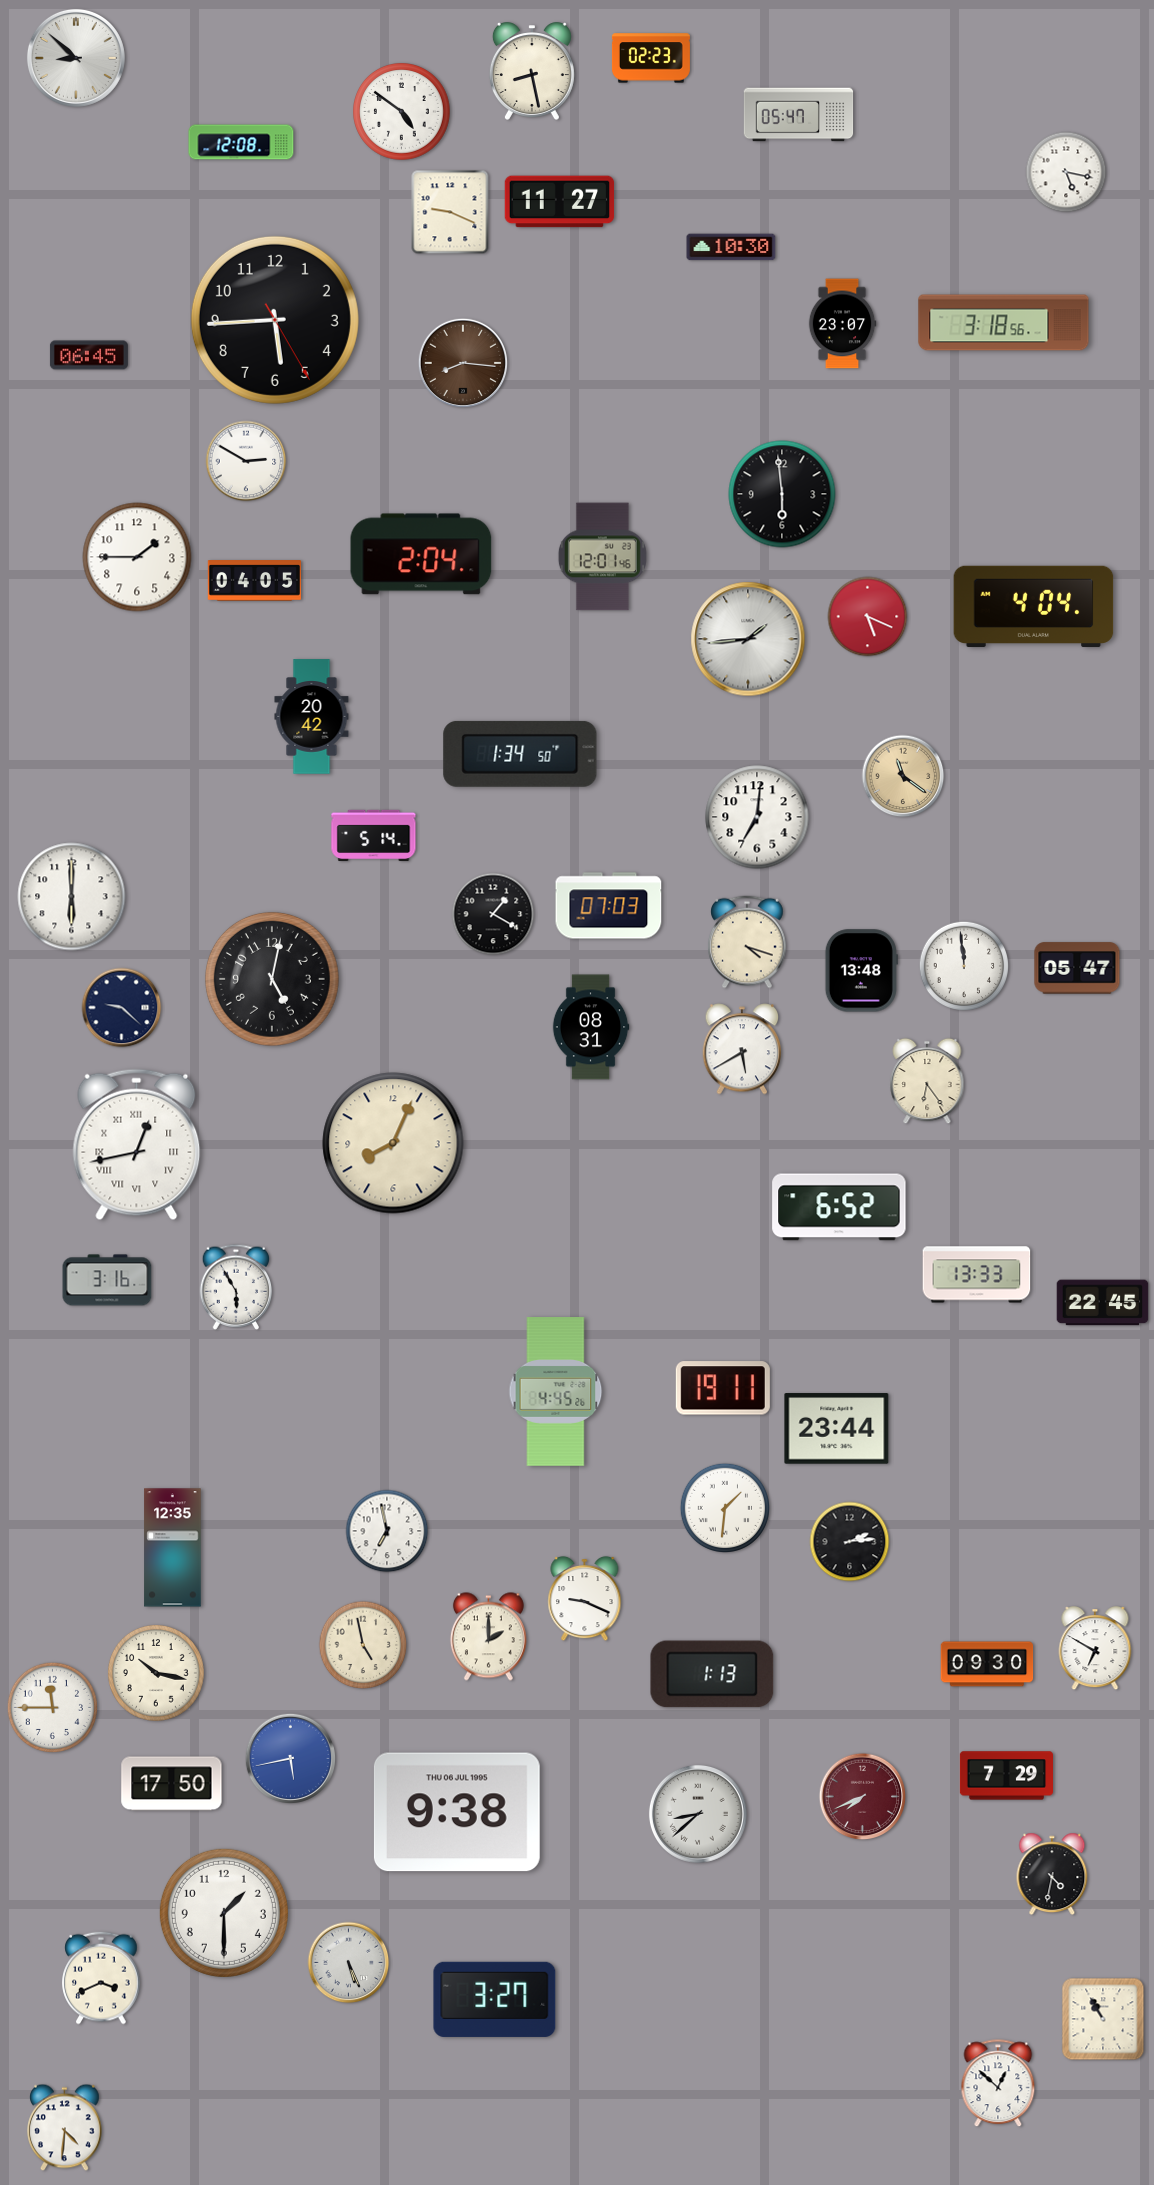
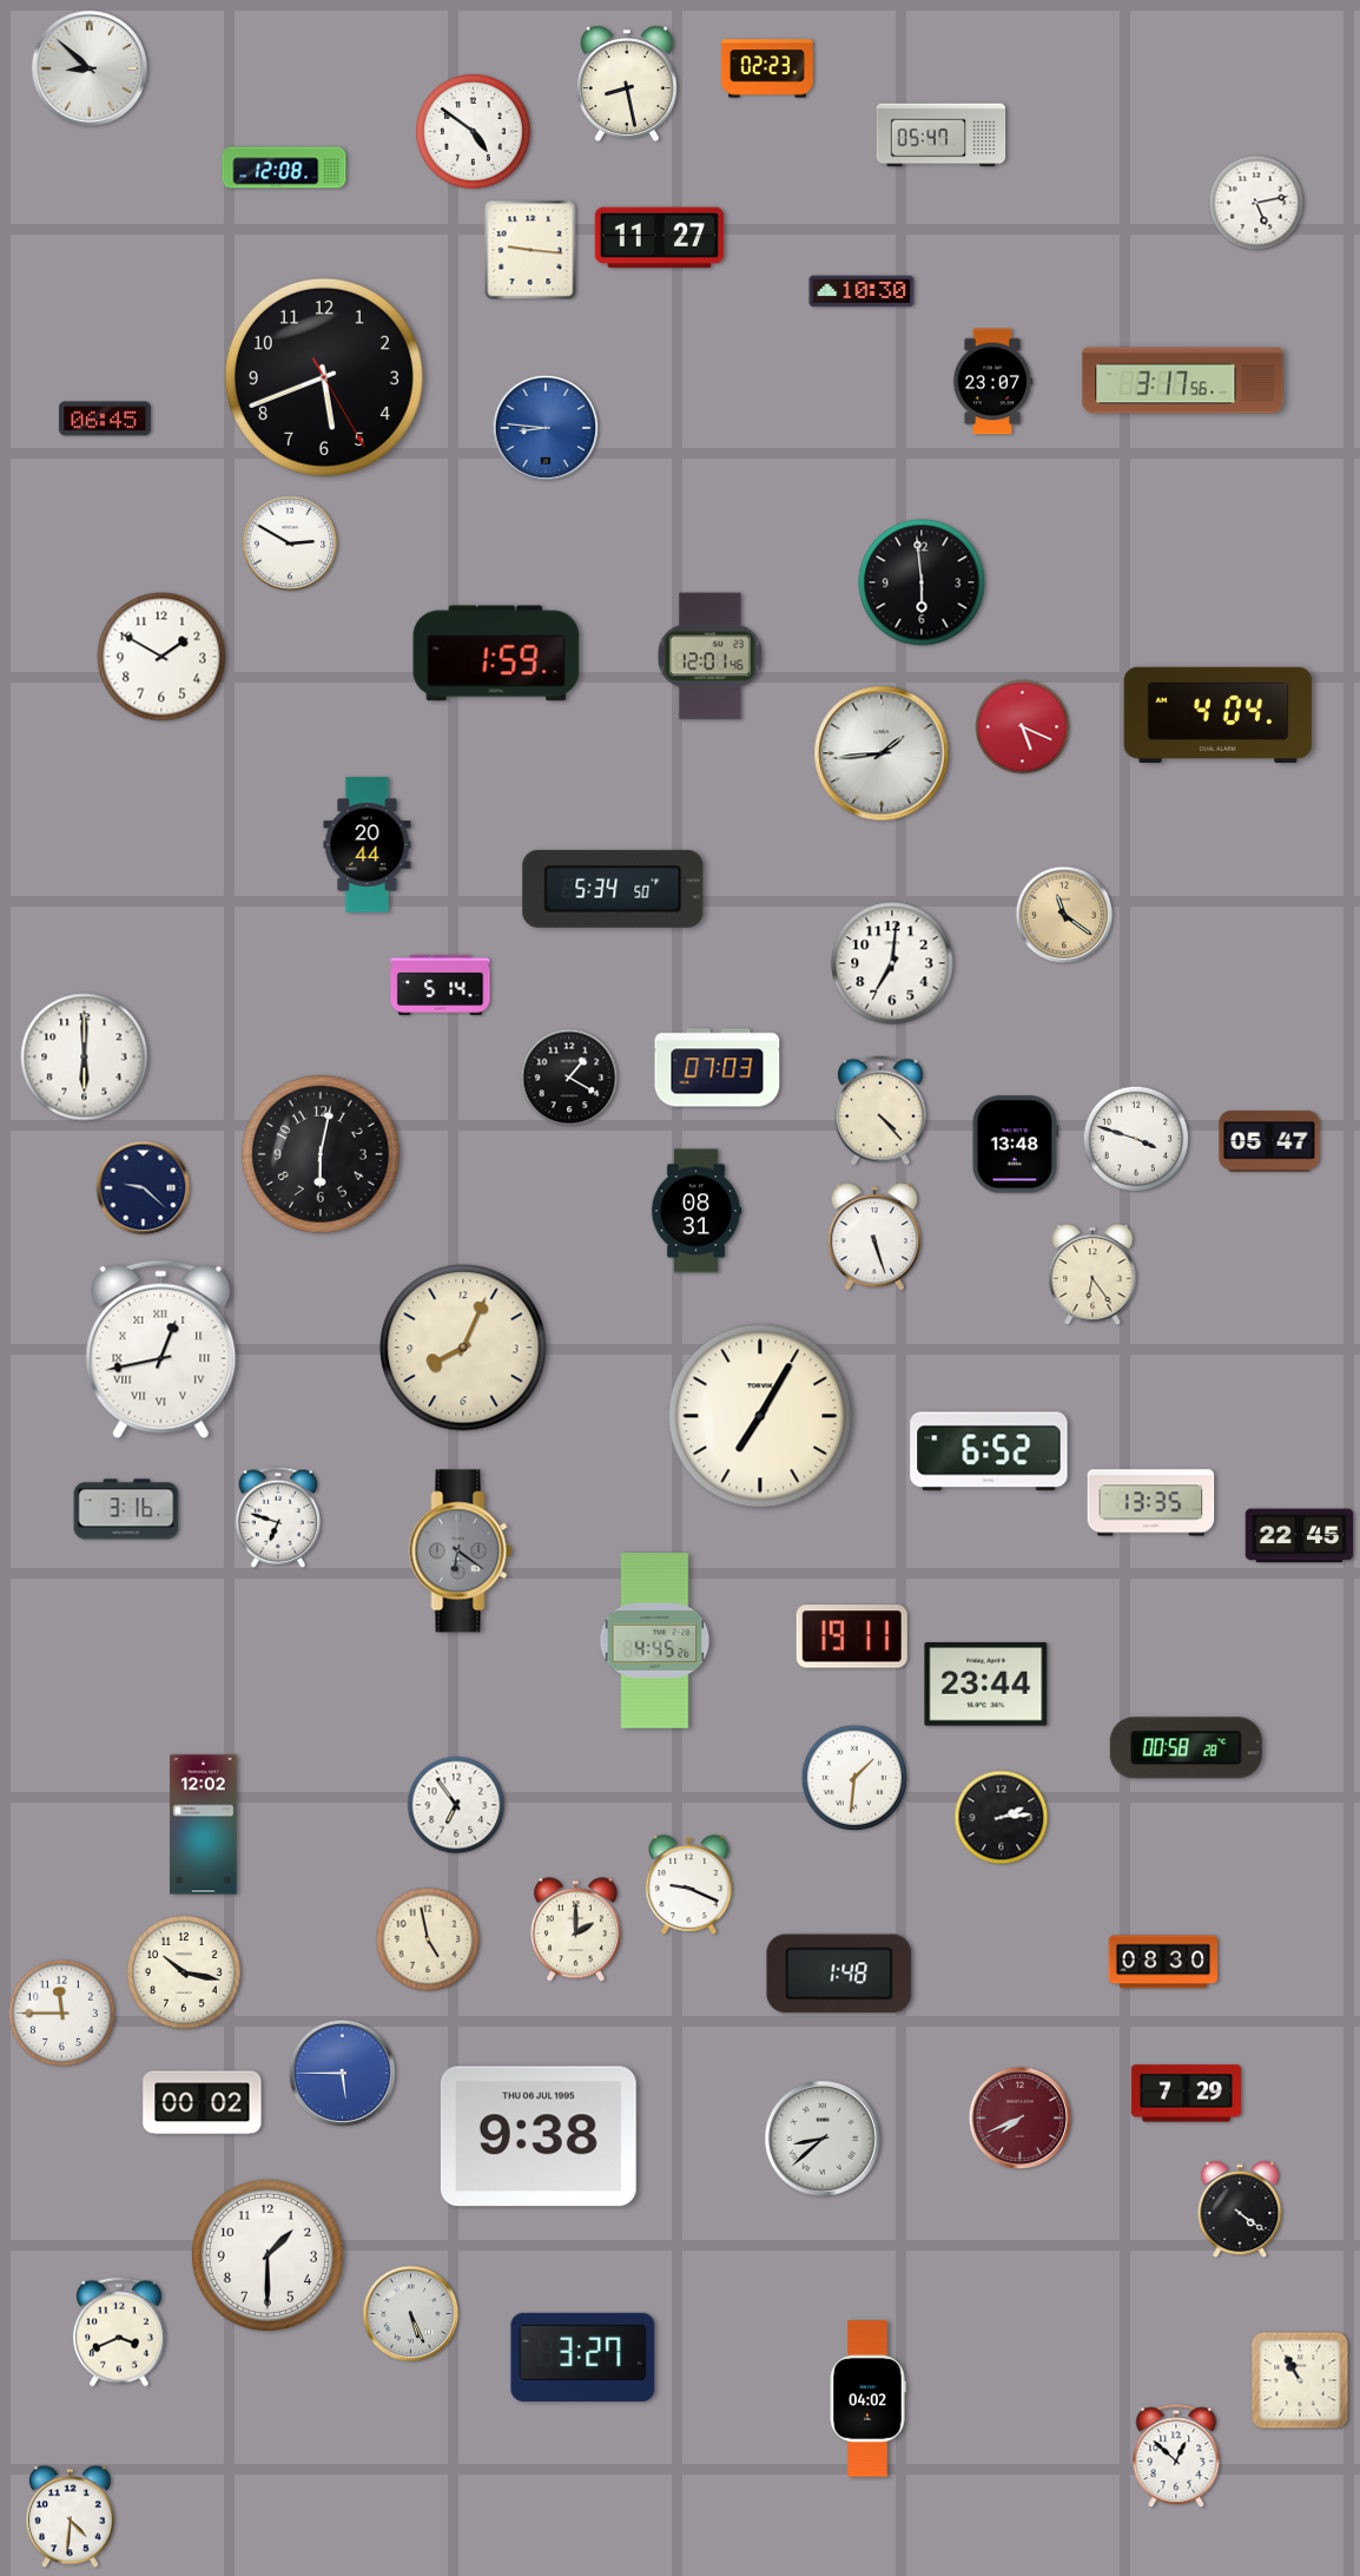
clock at (1066, 172): 5:17 -> 5:13
clock at (450, 212): 9:19 -> 9:16
clock at (275, 320): 5:44 -> 5:41
clock at (1004, 323): 3:18 -> 3:17
clock at (462, 362): 8:16 -> 8:46
clock at (462, 362) dial: brown -> blue
clock at (421, 554): 2:04 -> 1:59
clock at (137, 557): 1:45 -> 1:50
clock at (254, 581): 04:05 -> none
clock at (312, 717): 20:42 -> 20:44
clock at (520, 754): 1:34 -> 5:34
clock at (493, 914) position: (493, 914) -> (569, 1078)
clock at (747, 942): 4:18 -> 4:23
clock at (963, 965): 11:59 -> 3:48
clock at (272, 979): 5:02 -> 6:02
clock at (742, 1049): 5:40 -> 5:27
clock at (760, 1416): none -> 7:05
clock at (839, 1207) position: (839, 1207) -> (989, 1451)
clock at (977, 1275): 13:33 -> 13:35
clock at (236, 1287): 5:55 -> 6:48
clock at (461, 1551): none -> 6:21
clock at (1186, 1748): none -> 00:58
clock at (387, 1531): 6:58 -> 6:54
clock at (173, 1548): 12:35 -> 12:02
clock at (1095, 1649): 6:50 -> none
clock at (987, 1664): 09:30 -> 08:30
clock at (712, 1674): 1:13 -> 1:48
clock at (290, 1758): 5:43 -> 5:45
clock at (172, 1784): 17:50 -> 00:02
clock at (863, 1797) position: (863, 1797) -> (1021, 2119)
clock at (1052, 1874): 4:32 -> 4:21
clock at (224, 1913) position: (224, 1913) -> (268, 2255)
clock at (867, 2399): none -> 04:02
clock at (65, 2128) position: (65, 2128) -> (71, 2517)
